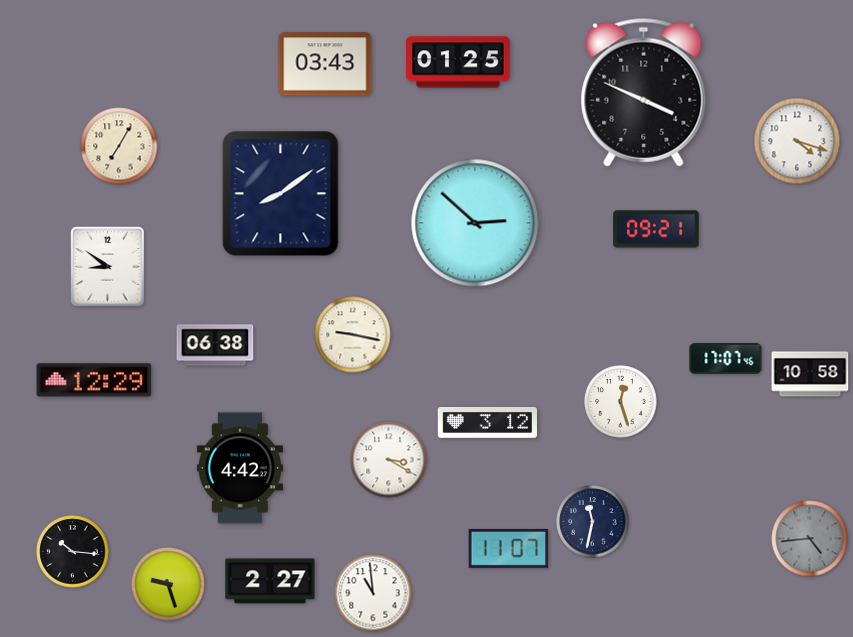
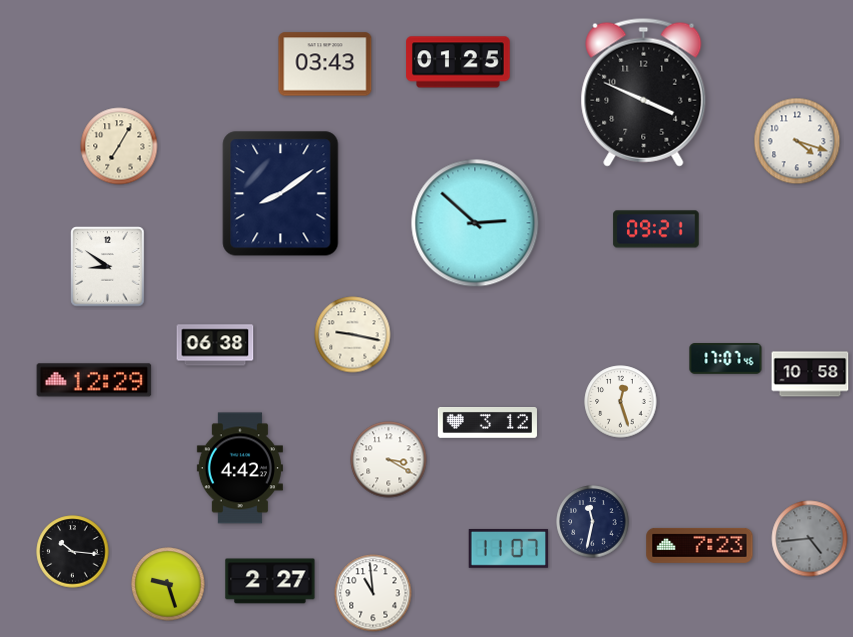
clock at (700, 545): none -> 7:23
